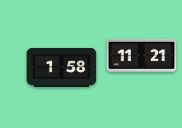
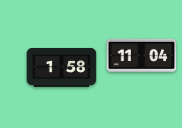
clock at (142, 55): 11:21 -> 11:04
